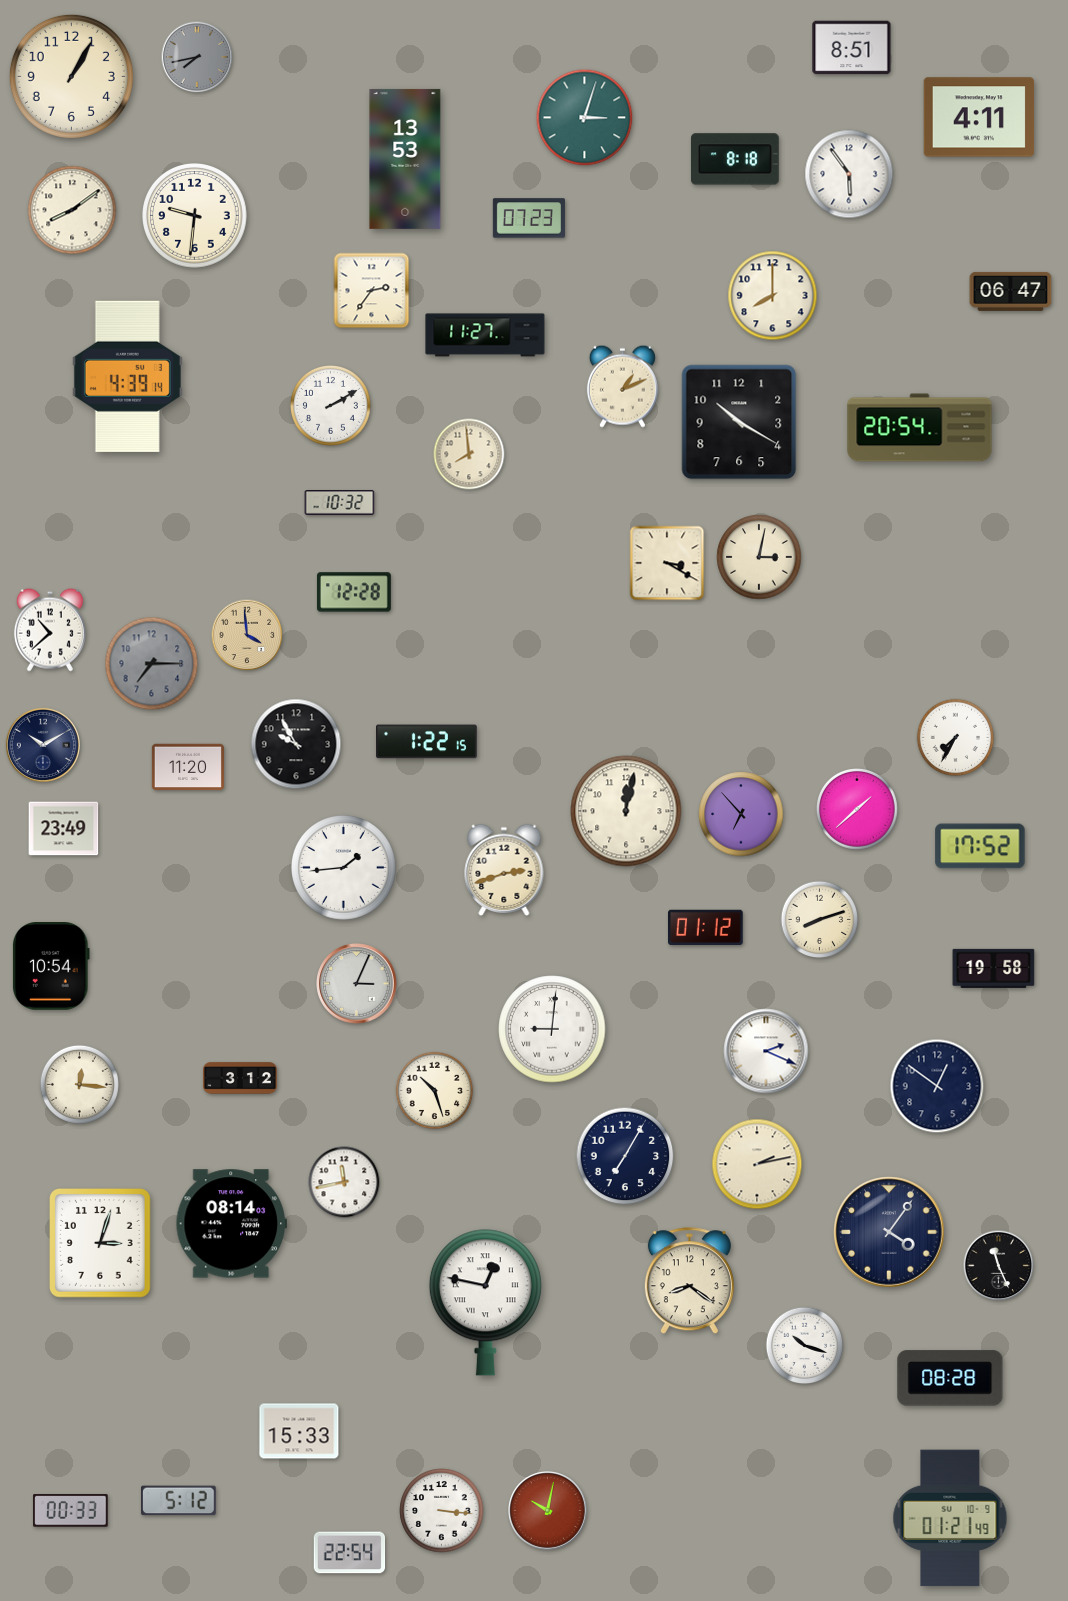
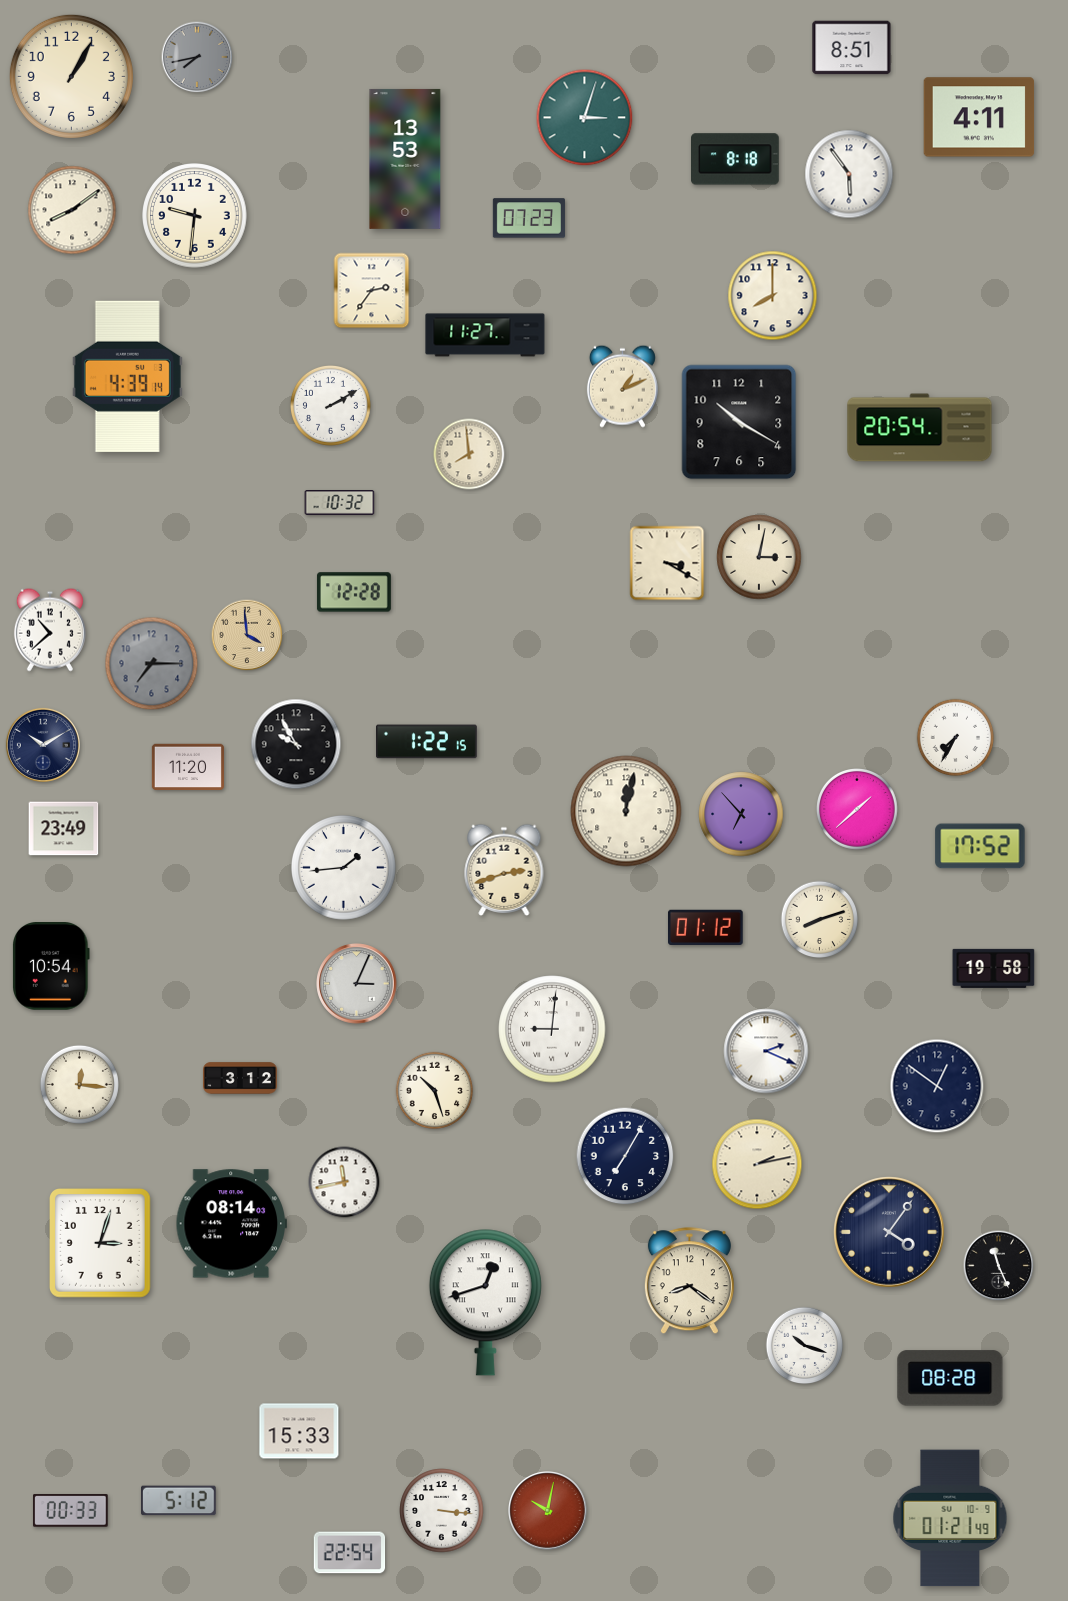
clock at (1011, 291): 06:47 -> none
clock at (485, 1303): 12:47 -> 12:42
